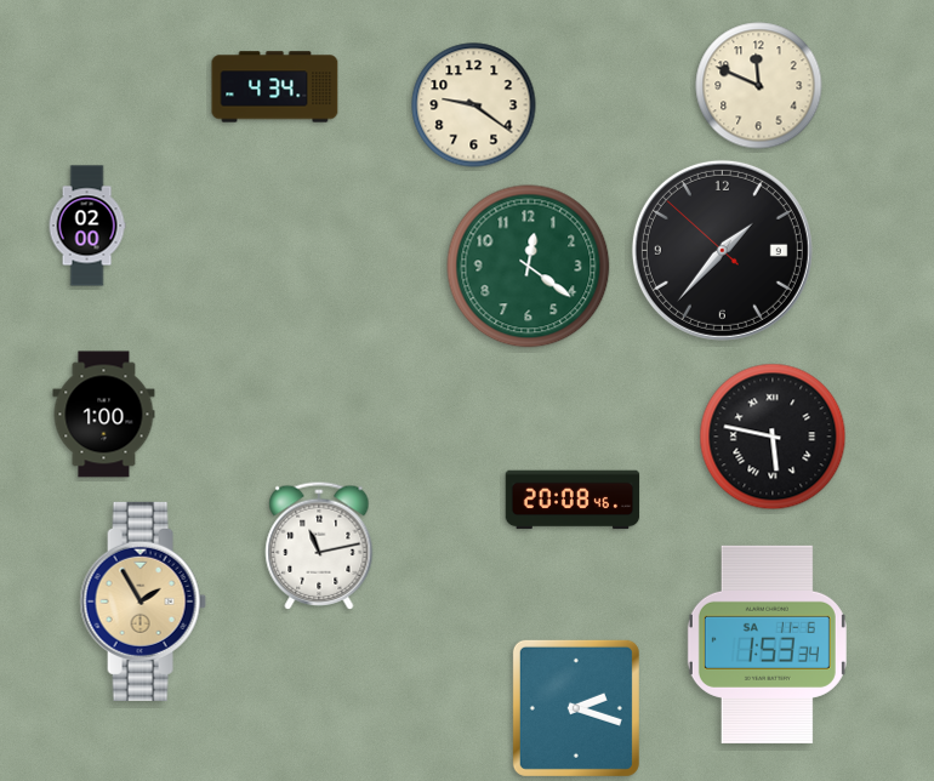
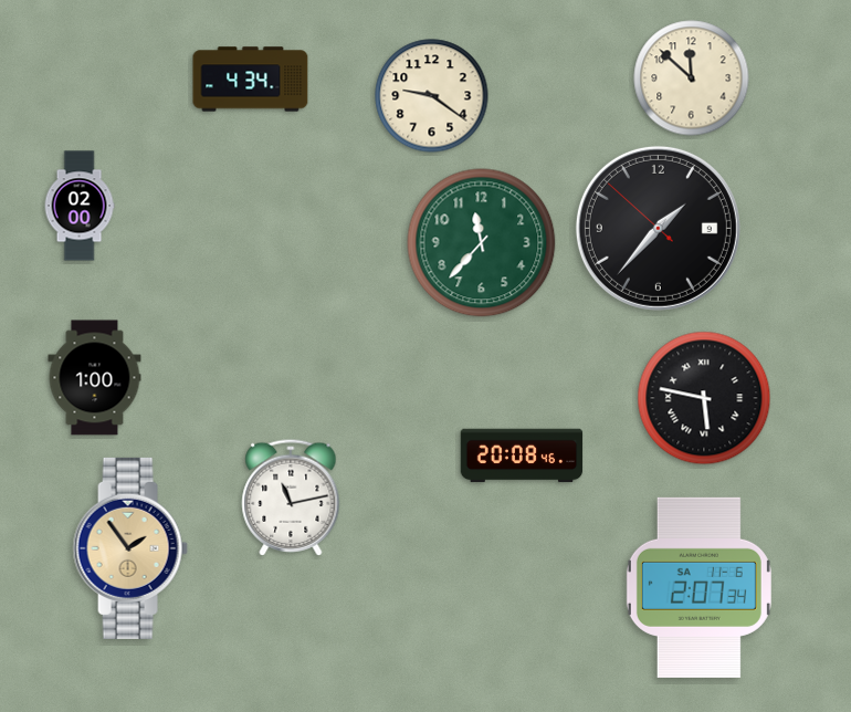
clock at (759, 86): 11:49 -> 11:52
clock at (529, 267): 12:21 -> 11:37
clock at (143, 602): 1:55 -> 1:54
clock at (767, 644): 1:53 -> 2:07
clock at (576, 708): 2:18 -> none
